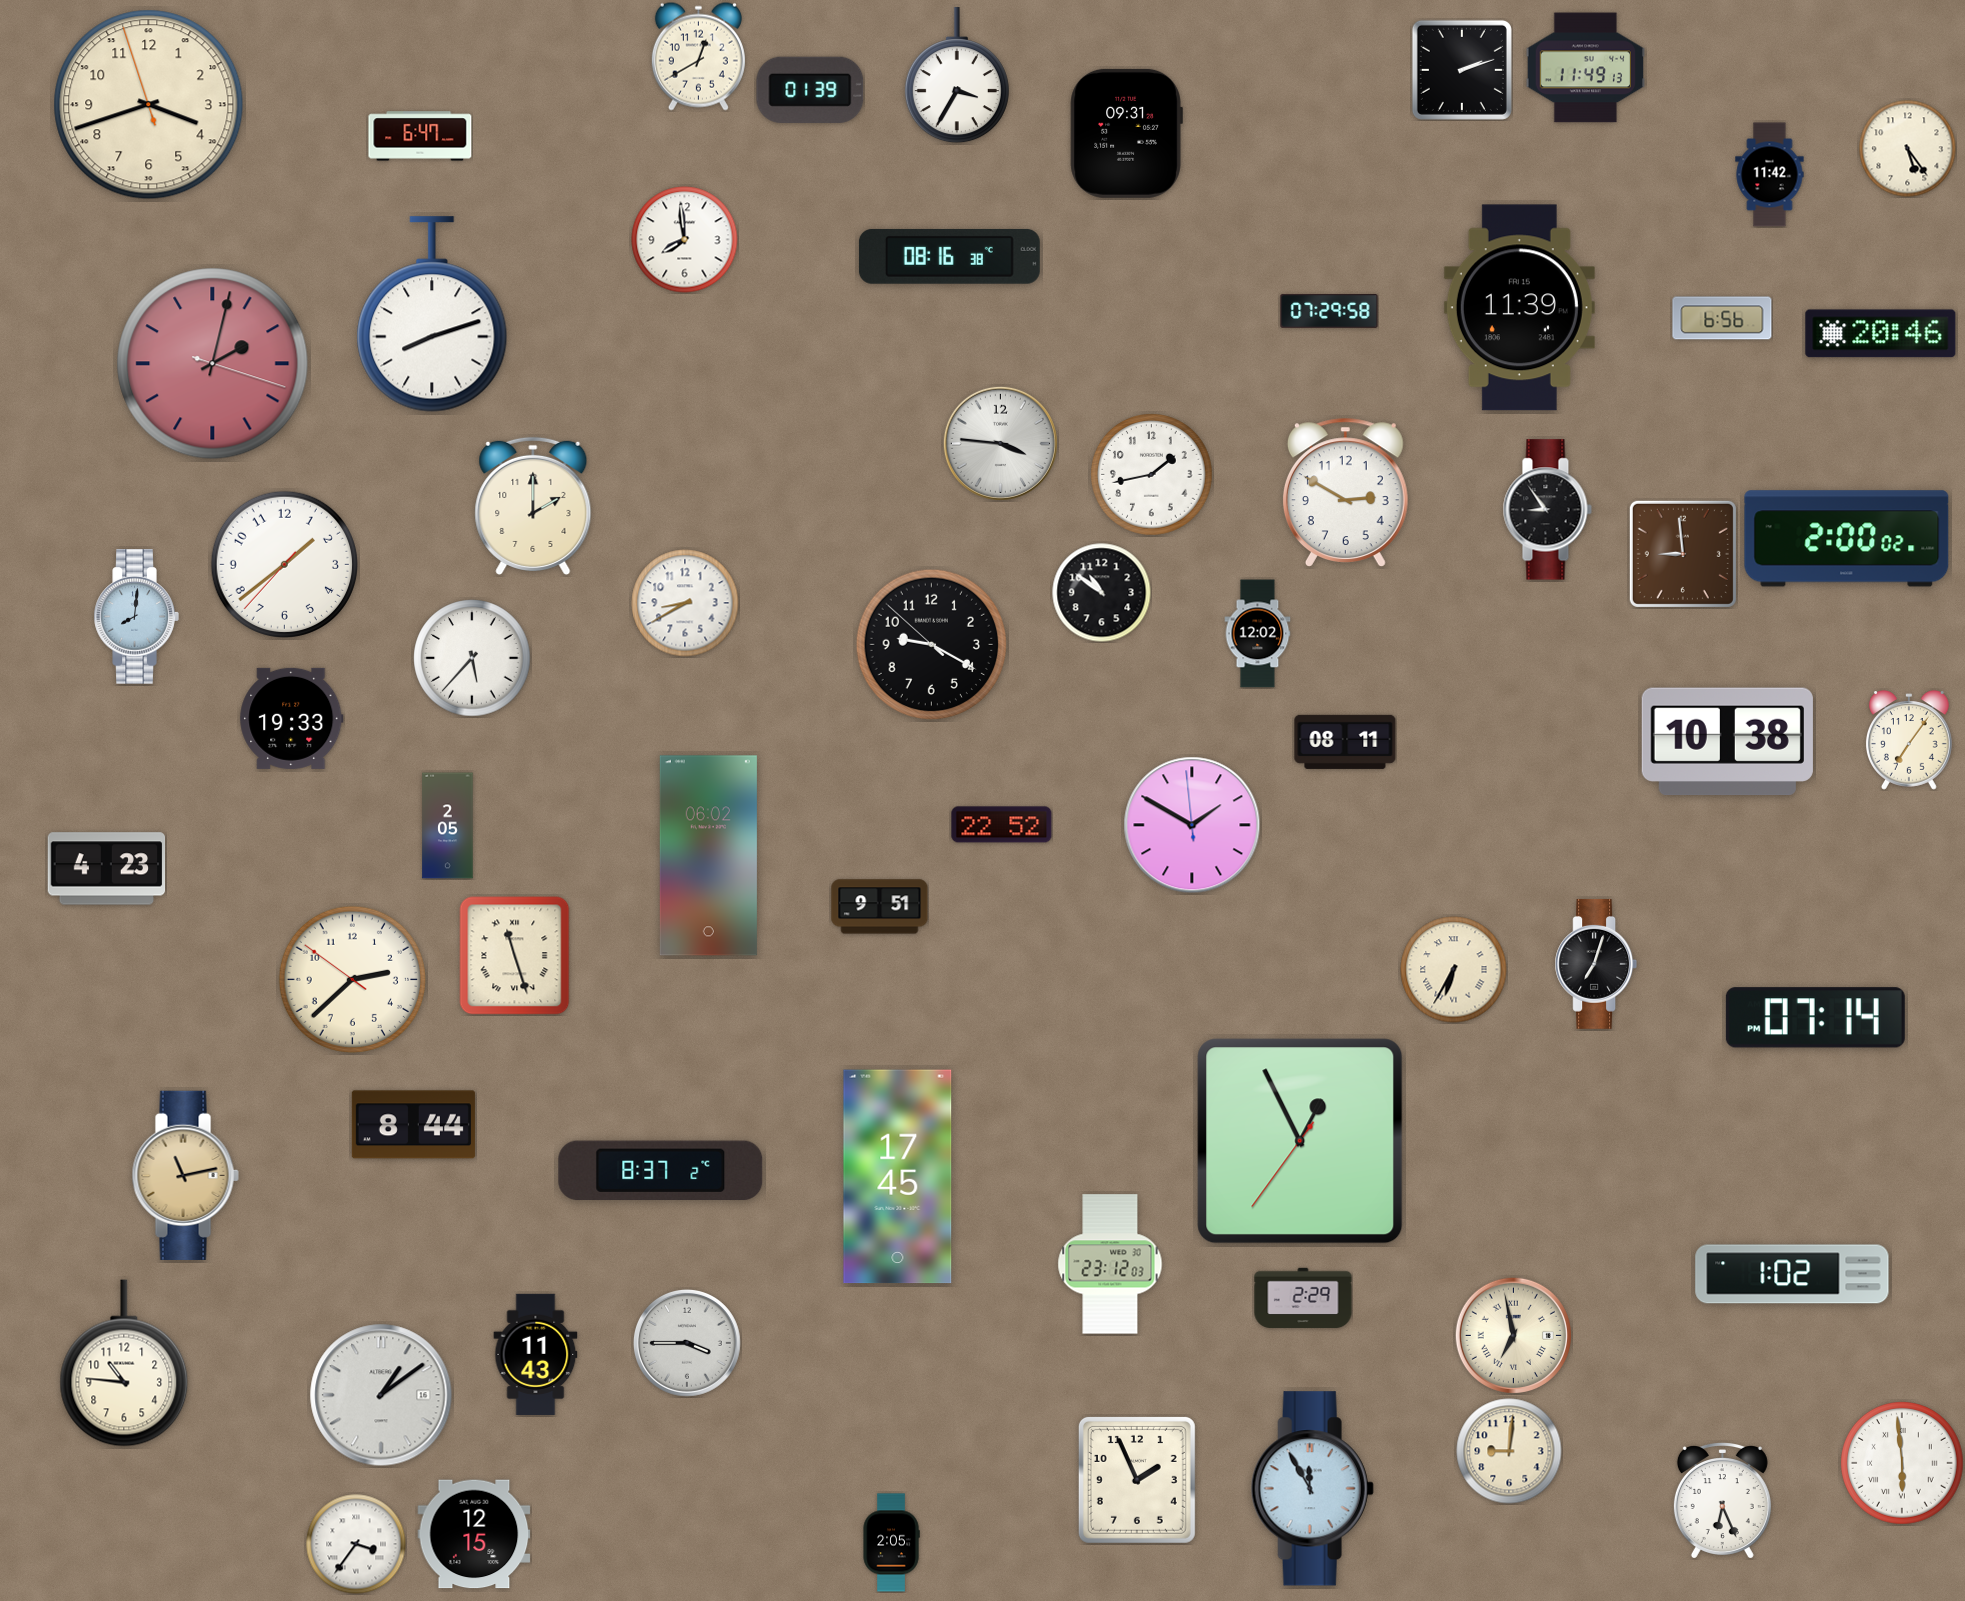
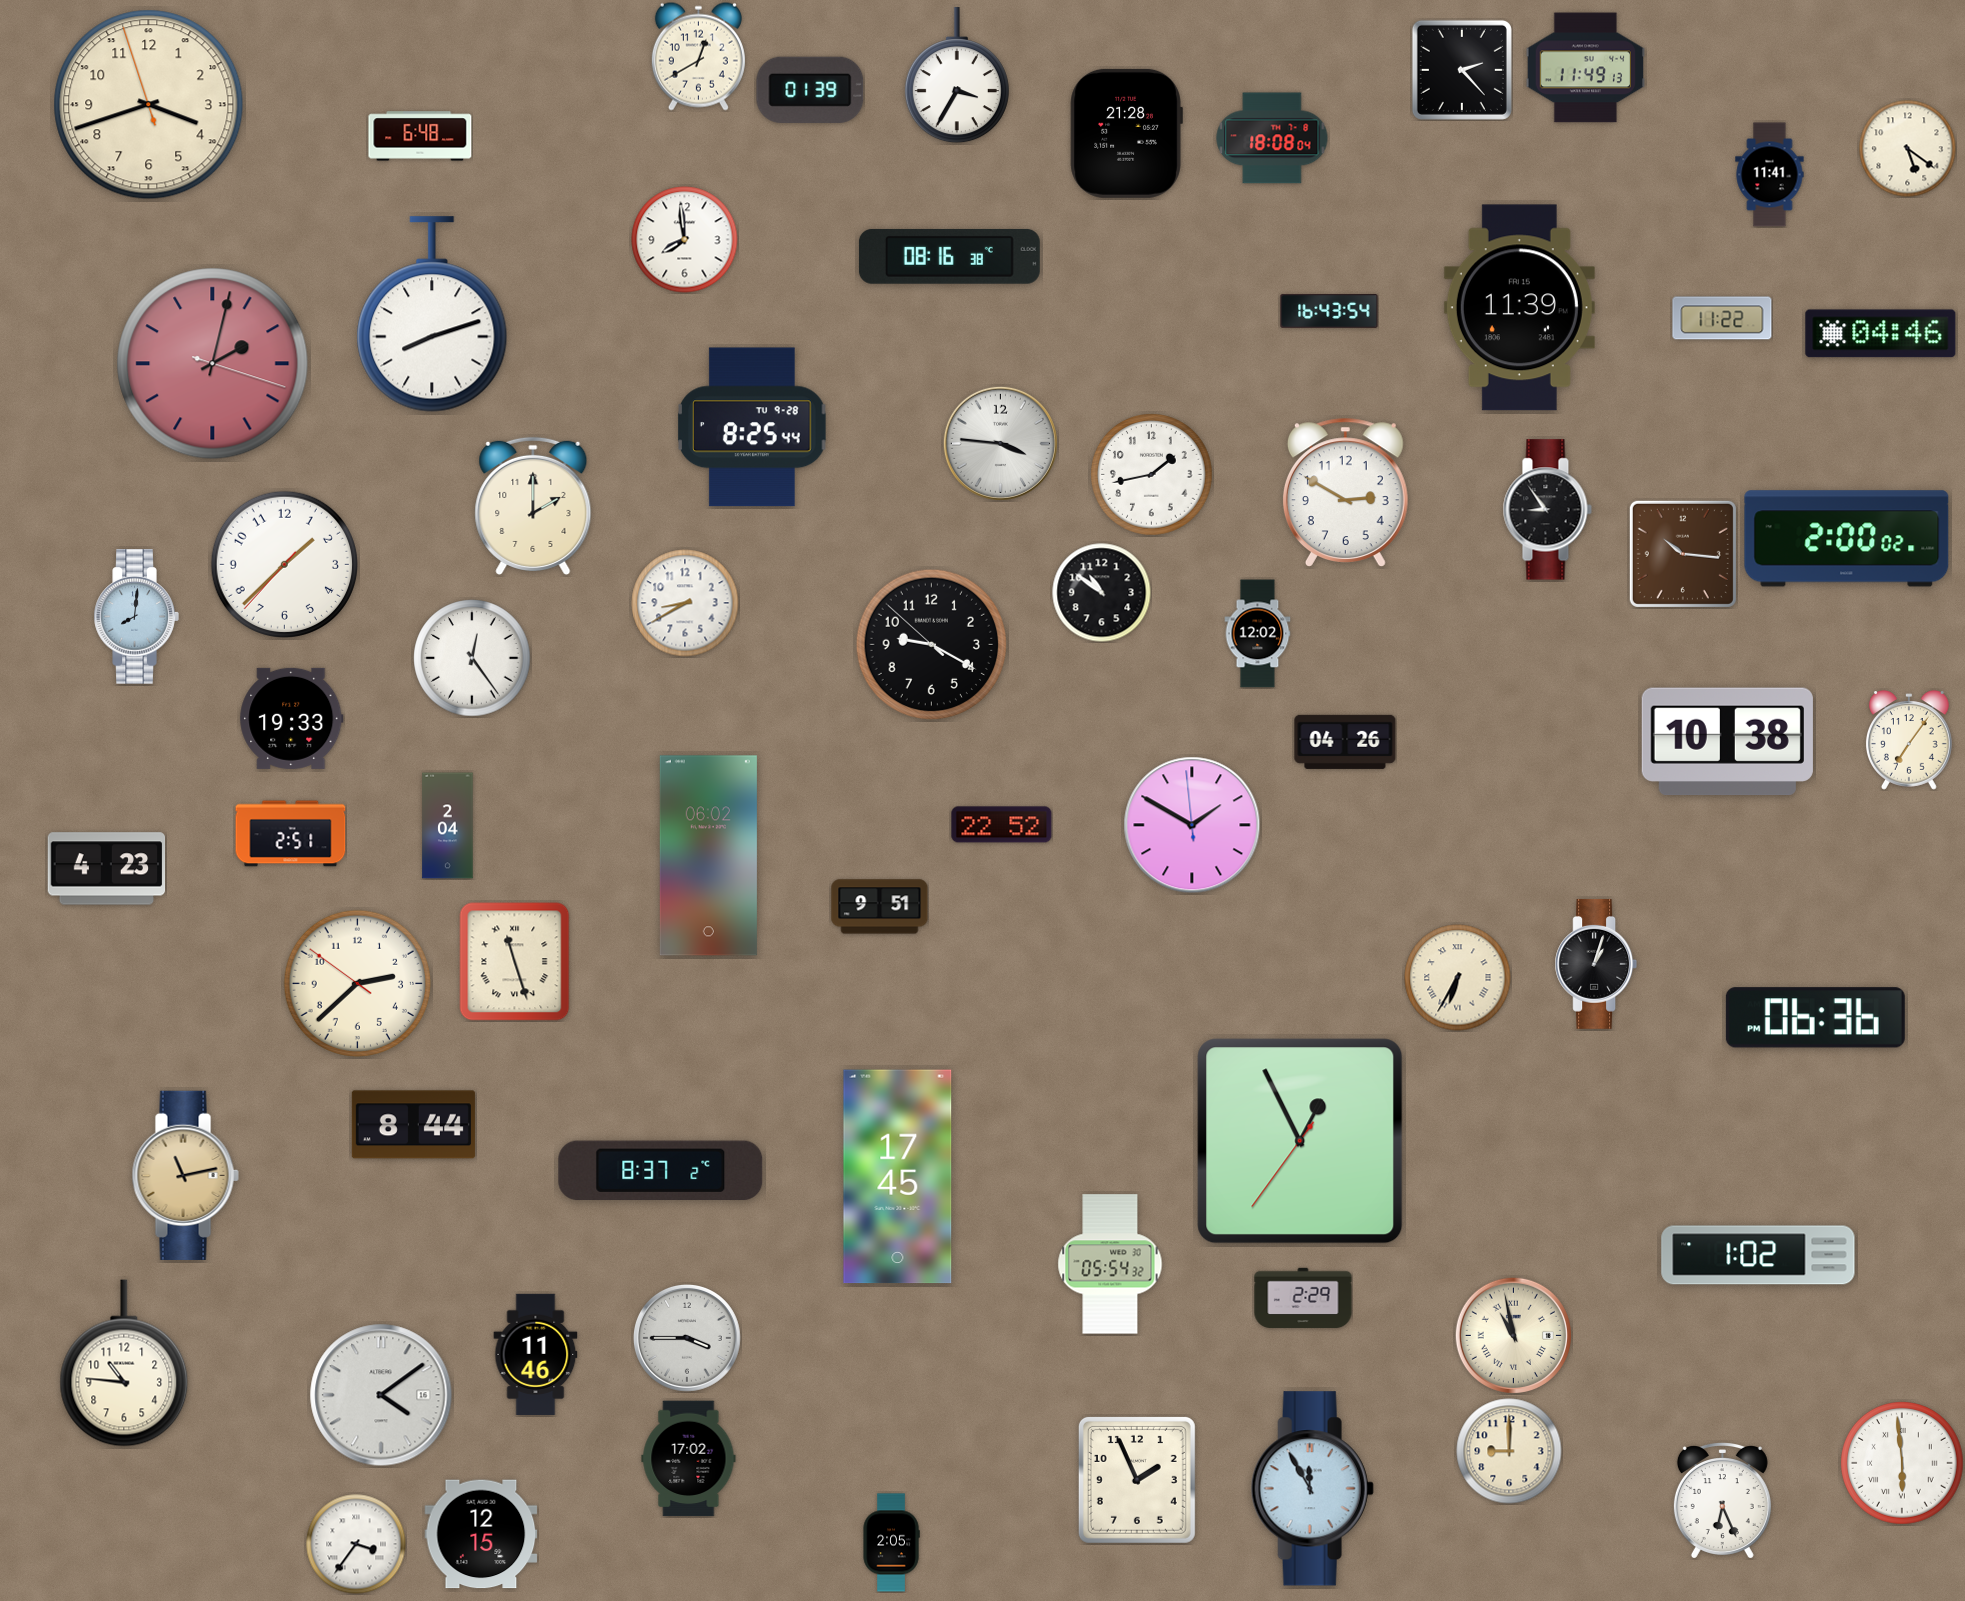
clock at (1462, 70): 2:12 -> 2:23
clock at (1126, 133): 09:31 -> 21:28
clock at (420, 136): 6:47 -> 6:48
clock at (1272, 138): none -> 18:08
clock at (1907, 148): 5:24 -> 5:21
clock at (1770, 175): 11:42 -> 11:41
clock at (1329, 311): 07:29 -> 16:43
clock at (1722, 318): 6:56 -> 11:22
clock at (1881, 334): 20:46 -> 04:46
clock at (753, 427): none -> 8:25
clock at (1683, 554): 8:59 -> 10:16
clock at (284, 564): 1:38 -> 1:37
clock at (472, 658): 5:37 -> 12:24
clock at (1345, 742): 08:11 -> 04:26
clock at (448, 826): 2:05 -> 2:04
clock at (291, 834): none -> 2:51
clock at (515, 956) position: (515, 956) -> (515, 962)
clock at (1596, 964): 7:03 -> 1:03
clock at (1454, 970) position: (1454, 970) -> (1458, 978)
clock at (352, 979) position: (352, 979) -> (357, 983)
clock at (1815, 1018): 07:14 -> 06:36
clock at (1110, 1264): 23:12 -> 05:54
clock at (1792, 1274) position: (1792, 1274) -> (1758, 1255)
clock at (1513, 1335): 6:58 -> 10:58
clock at (687, 1343) position: (687, 1343) -> (687, 1338)
clock at (536, 1354): 11:43 -> 11:46
clock at (381, 1395): 1:09 -> 4:09
clock at (1509, 1451): 9:01 -> 9:00
clock at (689, 1459): none -> 17:02
clock at (474, 1534) position: (474, 1534) -> (481, 1534)
